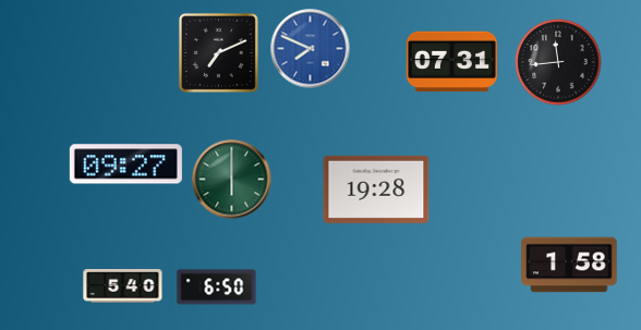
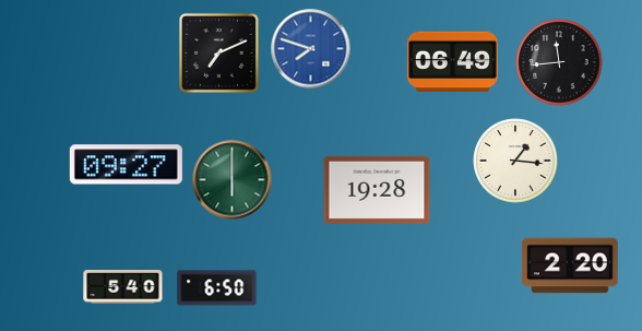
clock at (311, 49): 7:49 -> 7:48
clock at (451, 62): 07:31 -> 06:49
clock at (515, 161): none -> 1:16
clock at (569, 265): 1:58 -> 2:20
